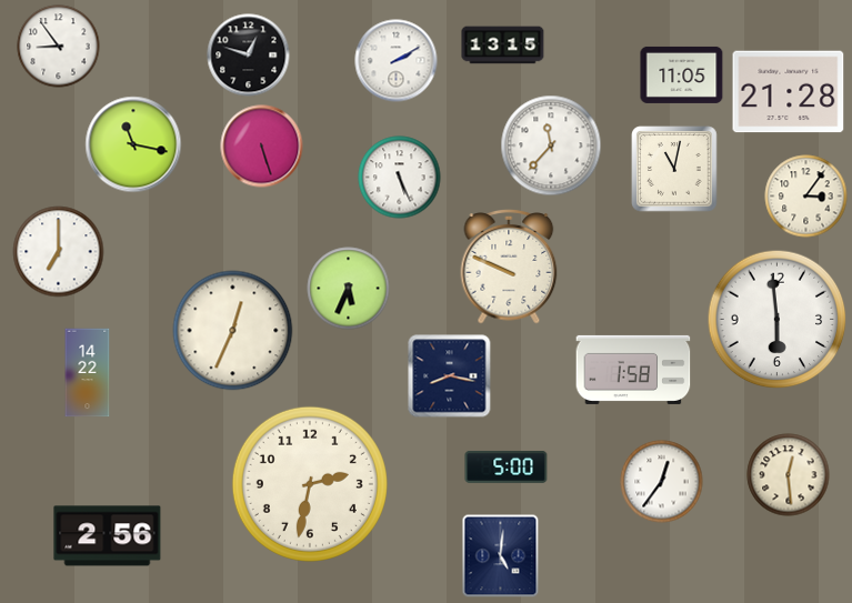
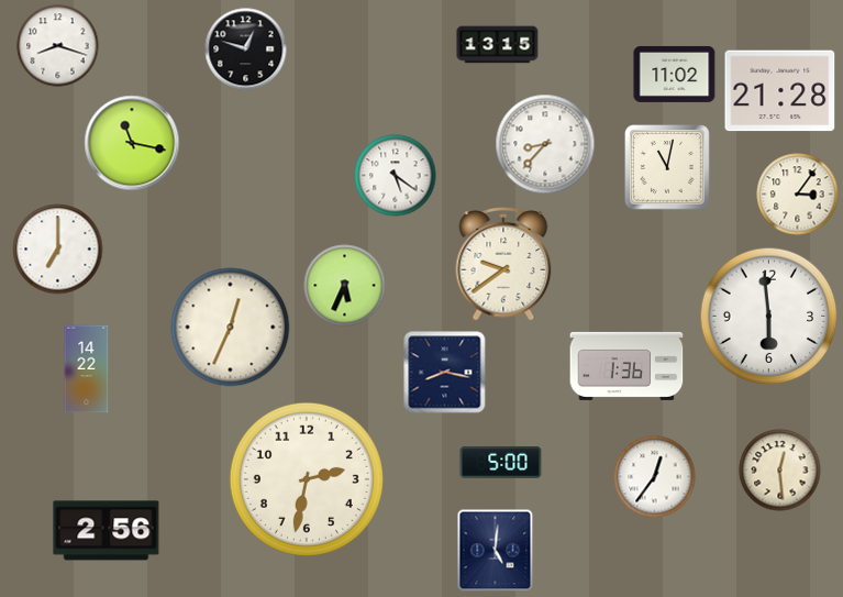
clock at (59, 47): 8:54 -> 8:18
clock at (249, 56) position: (249, 56) -> (246, 49)
clock at (397, 61): 2:10 -> none
clock at (682, 74): 11:05 -> 11:02
clock at (551, 145): 11:37 -> 8:37
clock at (262, 147): 5:27 -> none
clock at (400, 178): 5:26 -> 5:21
clock at (509, 268): 9:49 -> 9:39
clock at (633, 370): 1:58 -> 1:36
